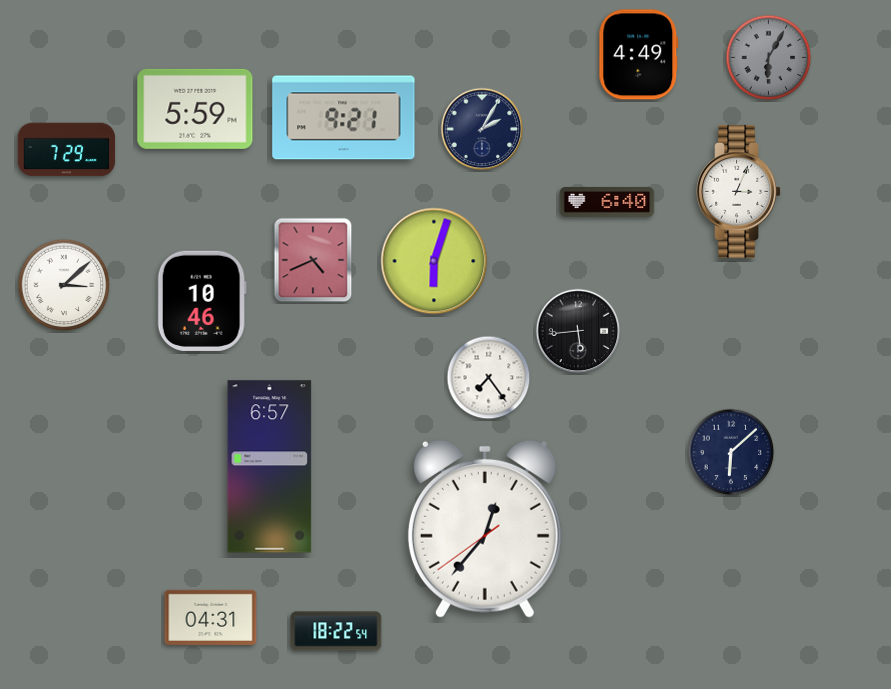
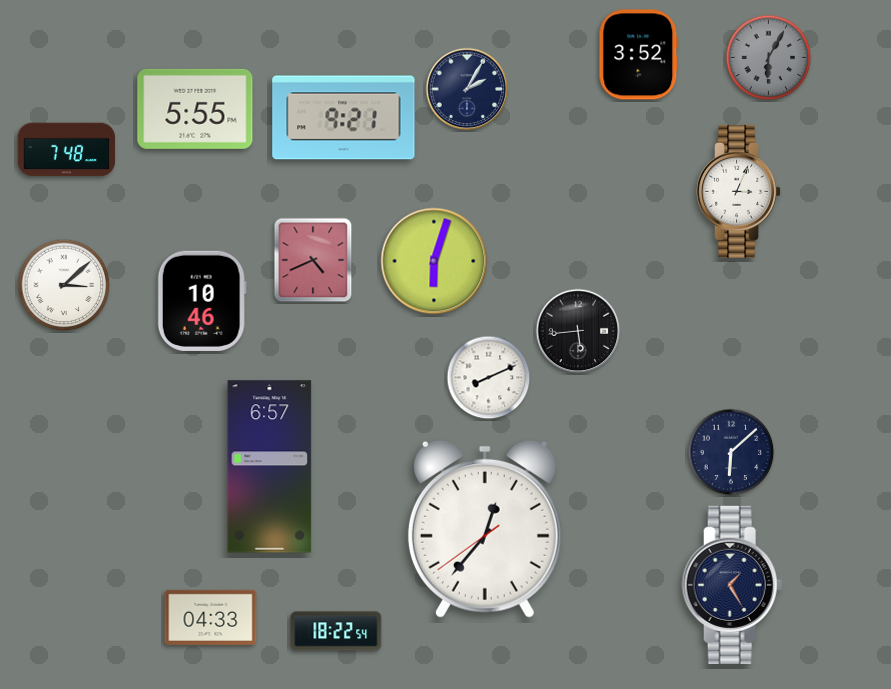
clock at (639, 55): 4:49 -> 3:52
clock at (195, 109): 5:59 -> 5:55
clock at (482, 129) position: (482, 129) -> (467, 89)
clock at (67, 150): 7:29 -> 7:48
clock at (607, 202): 6:40 -> none
clock at (489, 378): 7:24 -> 8:11
clock at (732, 585): none -> 1:25
clock at (211, 617): 04:31 -> 04:33
